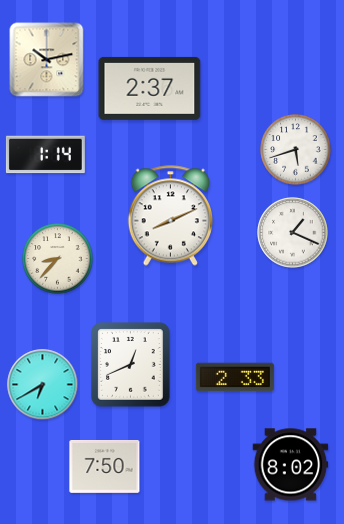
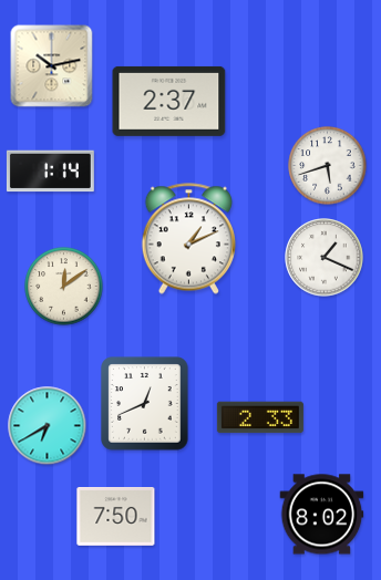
clock at (150, 88) position: (150, 88) -> (169, 101)
clock at (170, 216): 8:11 -> 1:11
clock at (58, 259): 8:37 -> 12:09
